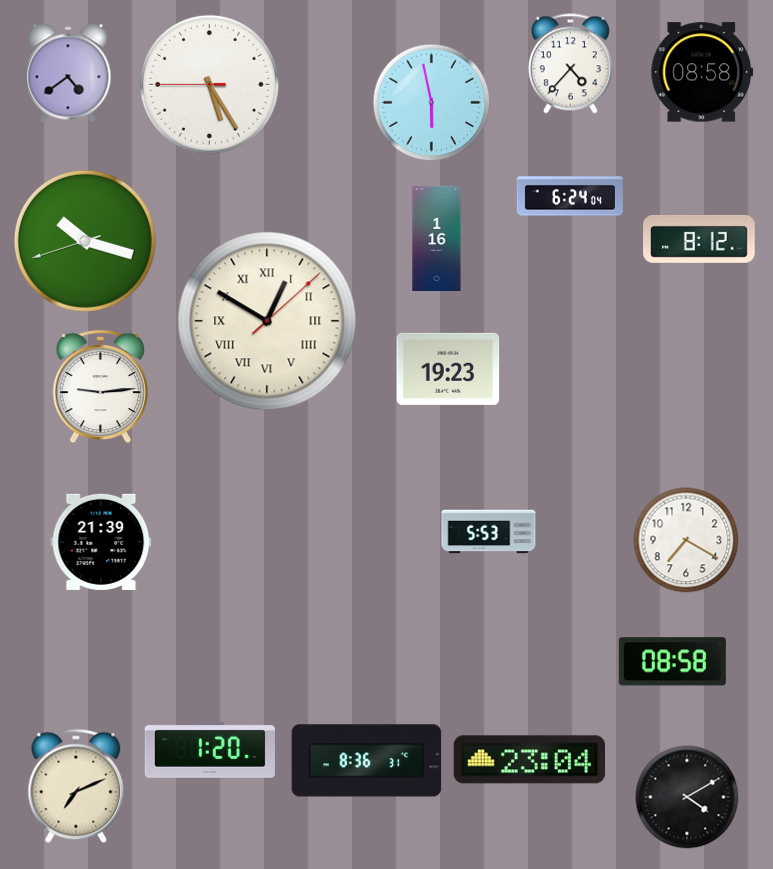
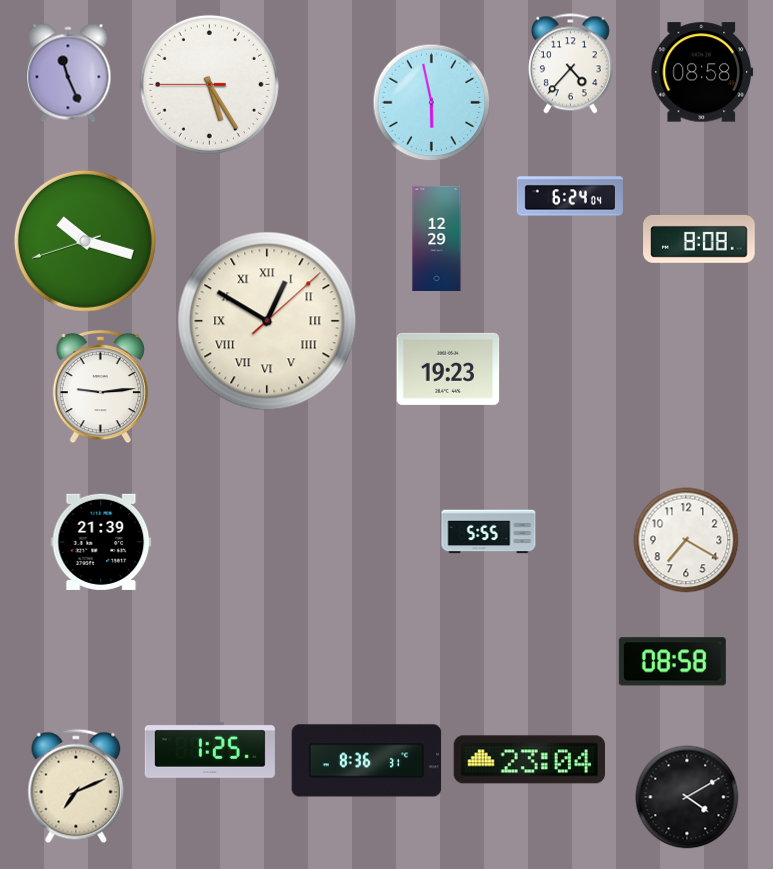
clock at (68, 73): 4:39 -> 11:26
clock at (437, 238): 1:16 -> 12:29
clock at (699, 239): 8:12 -> 8:08
clock at (489, 532): 5:53 -> 5:55
clock at (210, 750): 1:20 -> 1:25
